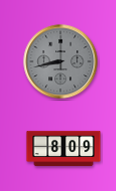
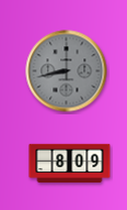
clock at (61, 62) position: (61, 62) -> (67, 71)
